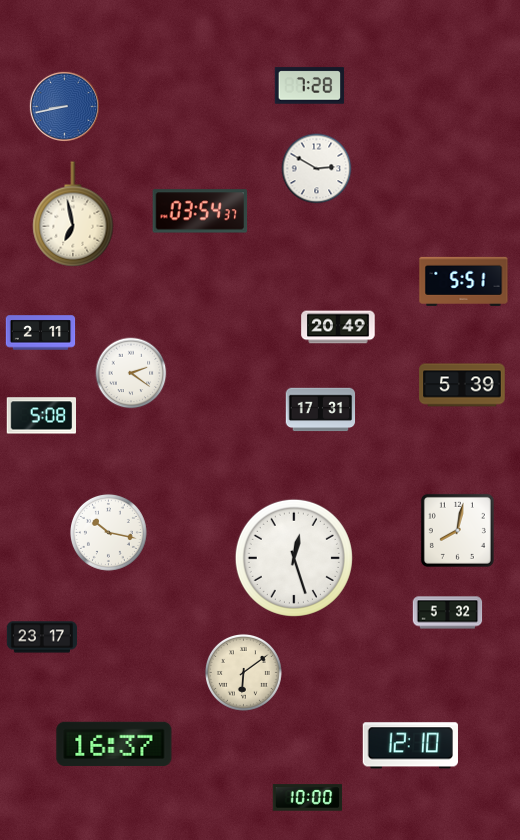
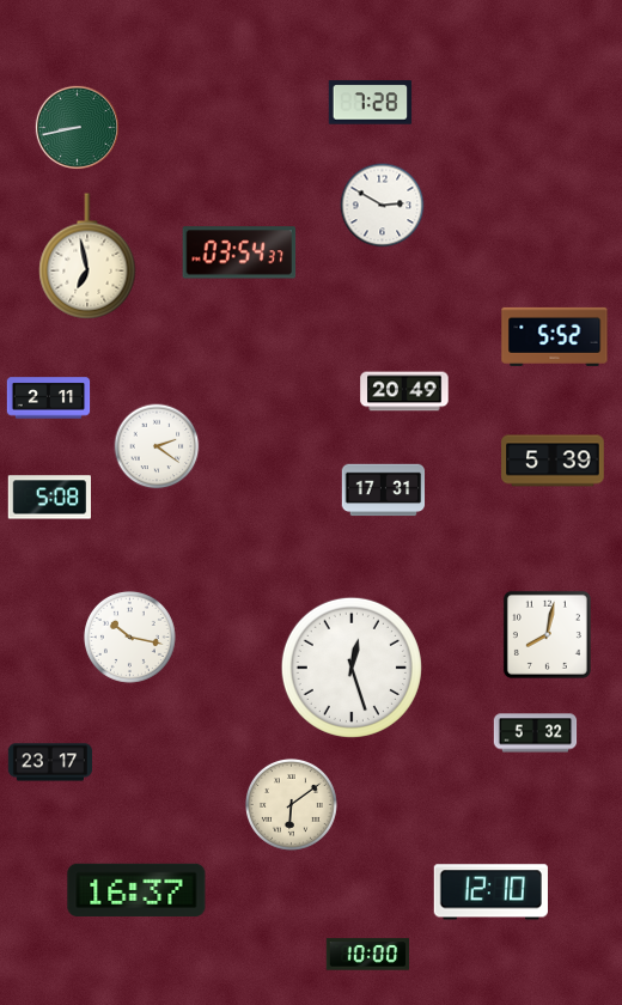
clock at (64, 106) dial: blue -> green
clock at (317, 169) position: (317, 169) -> (383, 206)
clock at (464, 281): 5:51 -> 5:52
